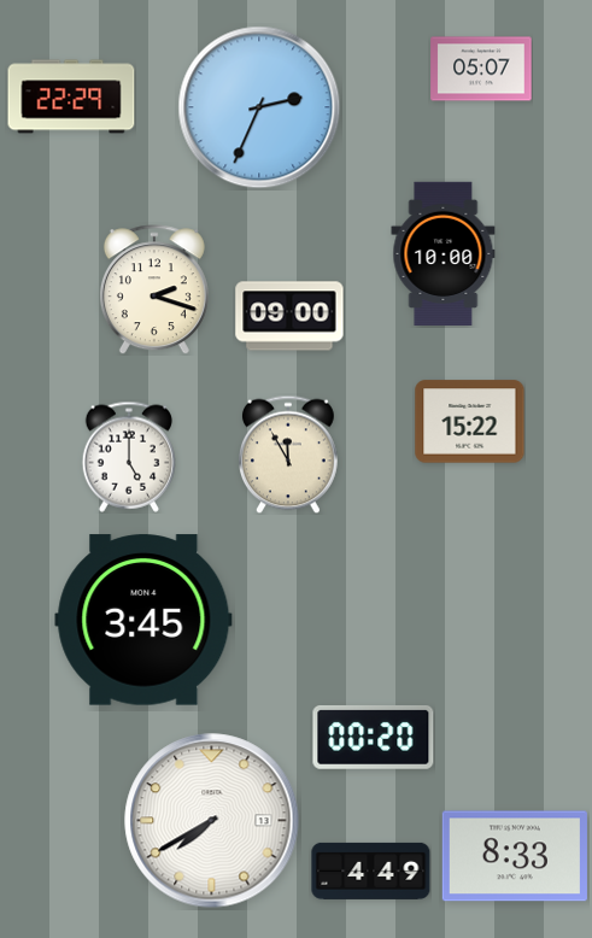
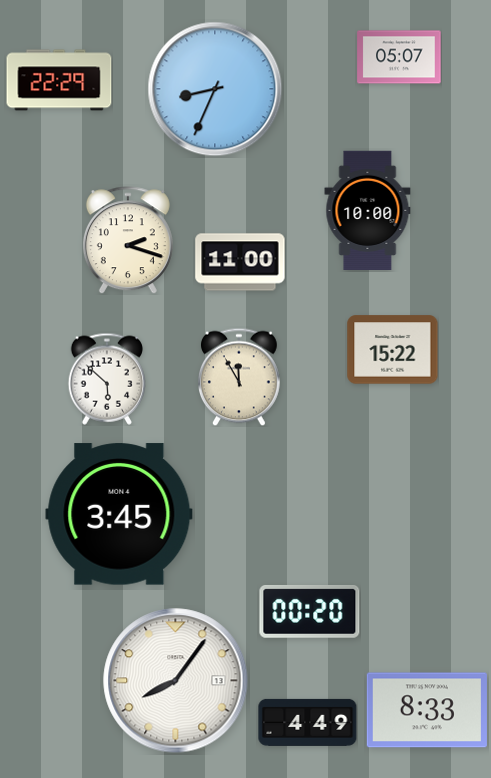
clock at (259, 107): 2:34 -> 8:34
clock at (289, 316): 09:00 -> 11:00
clock at (470, 422) position: (470, 422) -> (393, 350)
clock at (128, 457): 5:00 -> 5:52
clock at (212, 821): 7:40 -> 8:06
